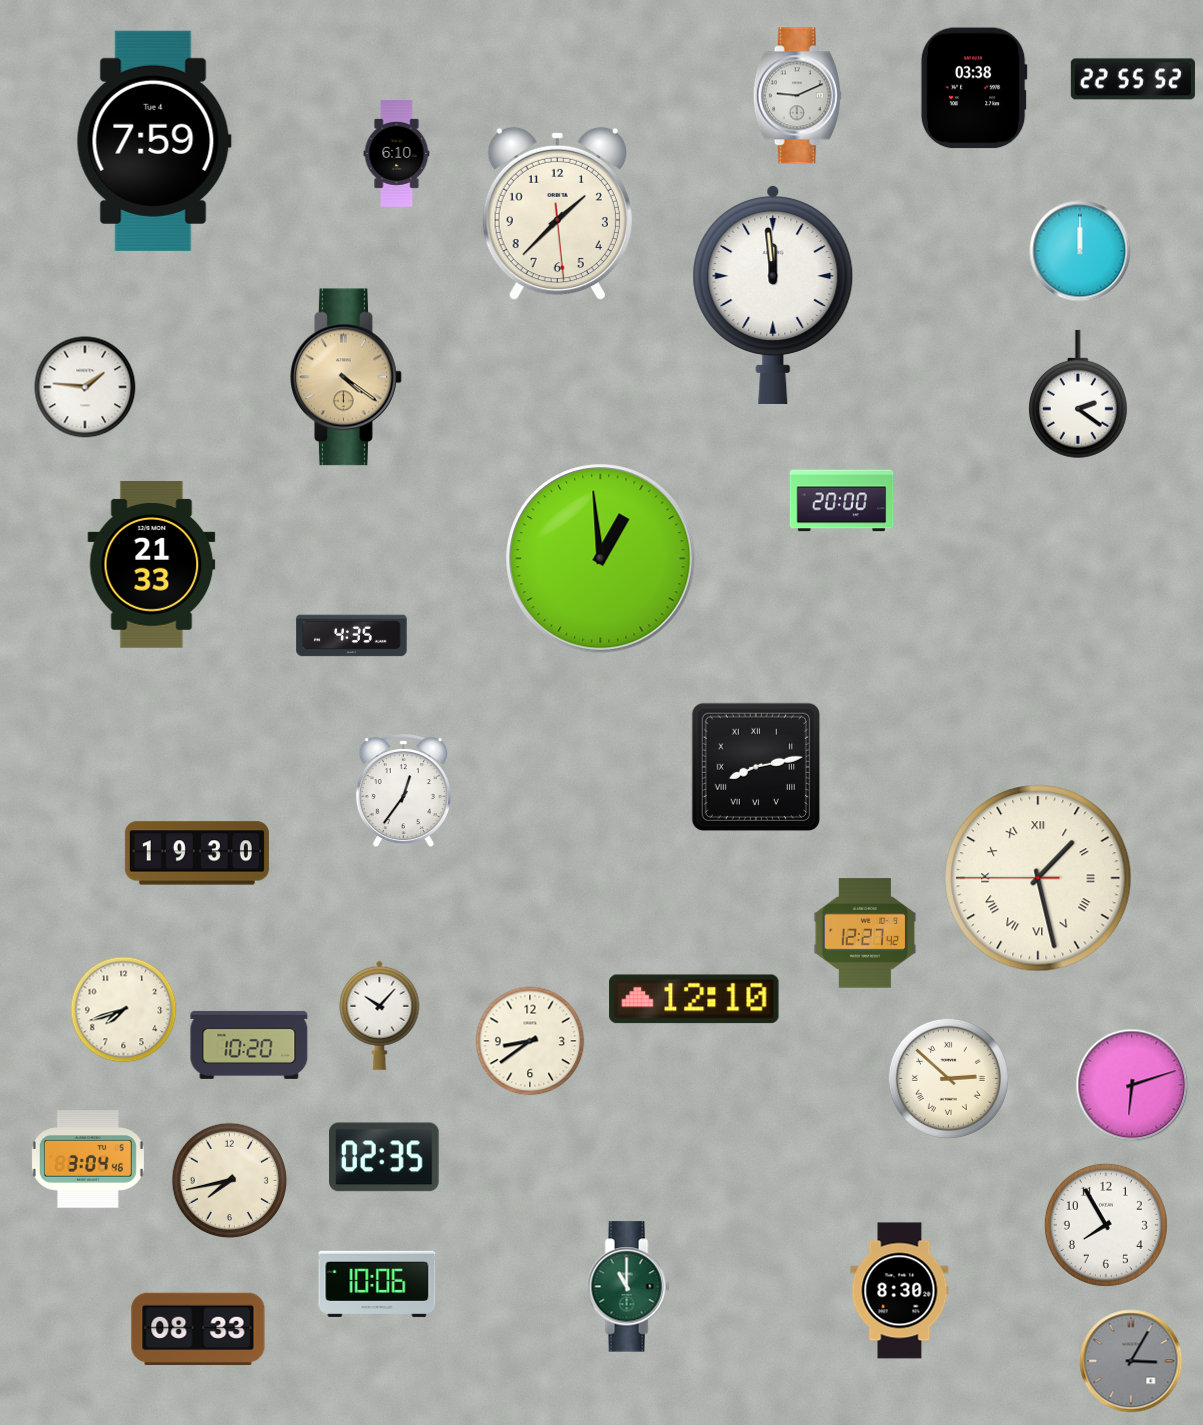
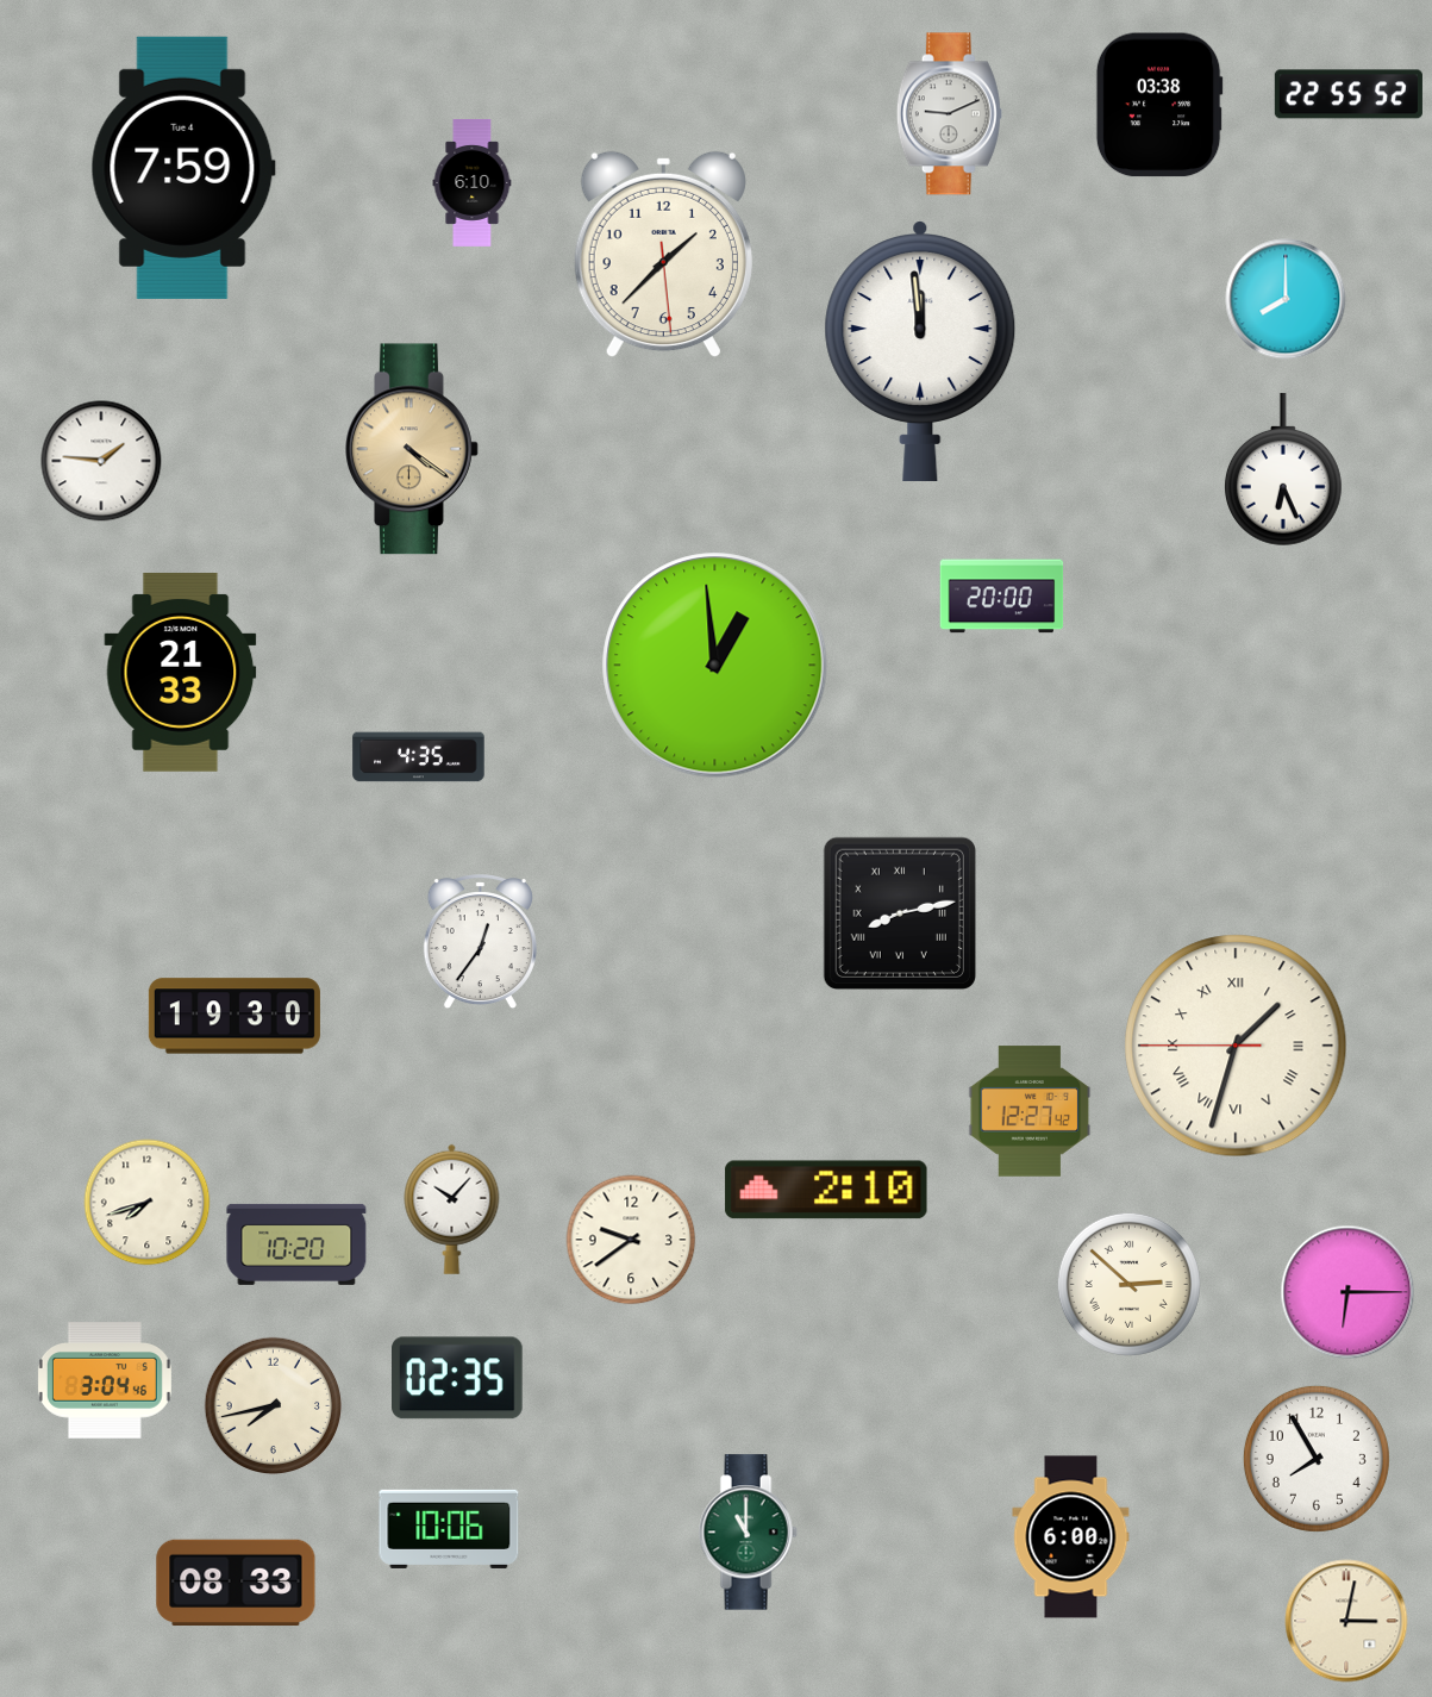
clock at (1080, 251): 12:00 -> 8:00
clock at (1078, 395): 2:21 -> 6:26
clock at (1038, 878): 1:27 -> 1:32
clock at (694, 999): 12:10 -> 2:10
clock at (530, 1041): 8:39 -> 9:39
clock at (1132, 1085): 6:12 -> 6:15
clock at (900, 1291): 8:30 -> 6:00
clock at (1131, 1361): 3:05 -> 3:02
clock at (1131, 1361) dial: grey -> cream
